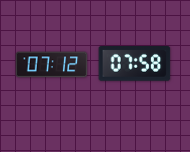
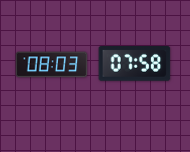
clock at (52, 65): 07:12 -> 08:03
